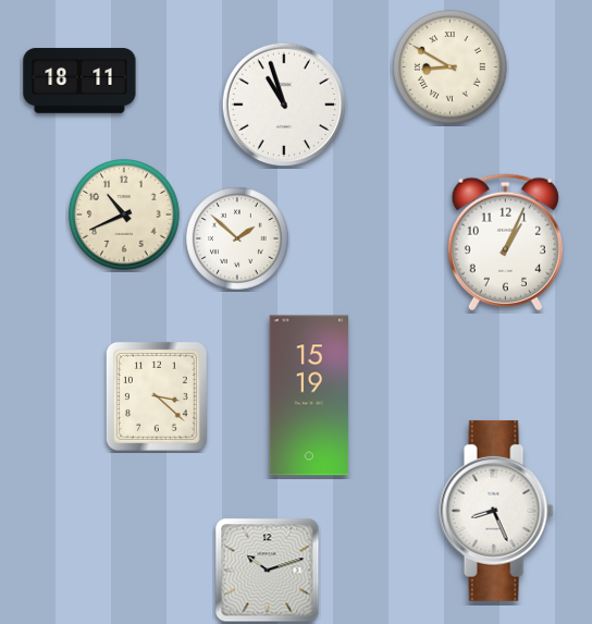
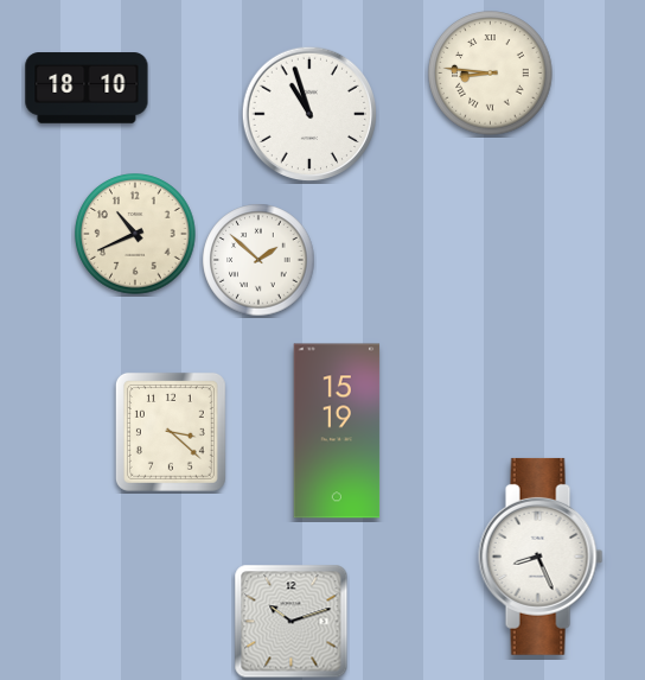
clock at (451, 68): 8:50 -> 8:46
clock at (79, 81): 18:11 -> 18:10
clock at (505, 243): 1:04 -> none
